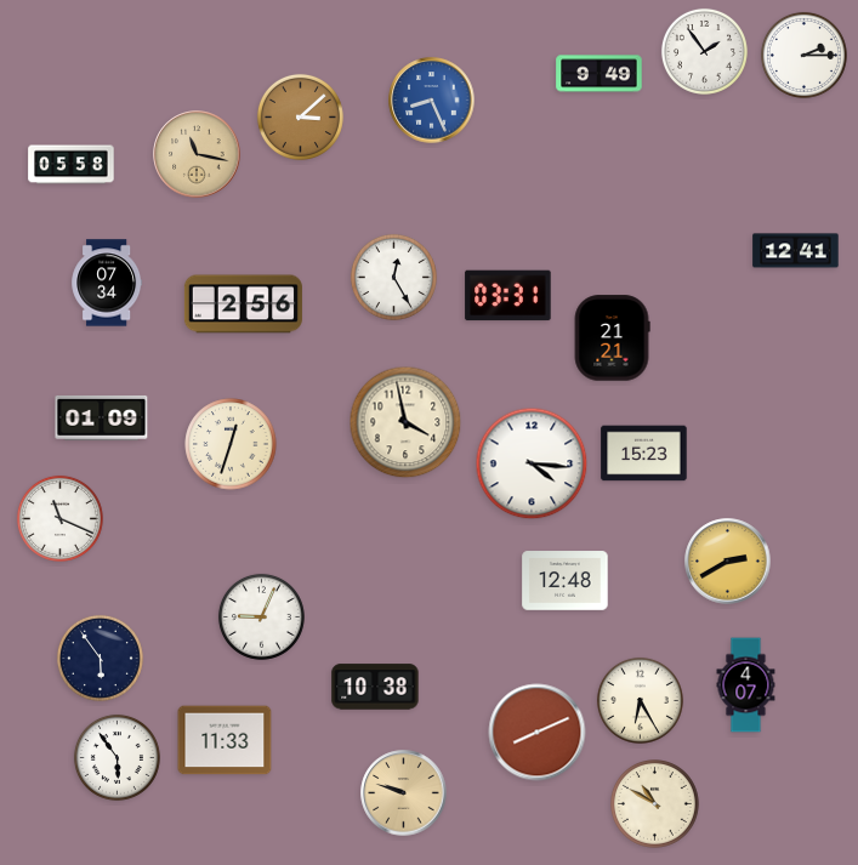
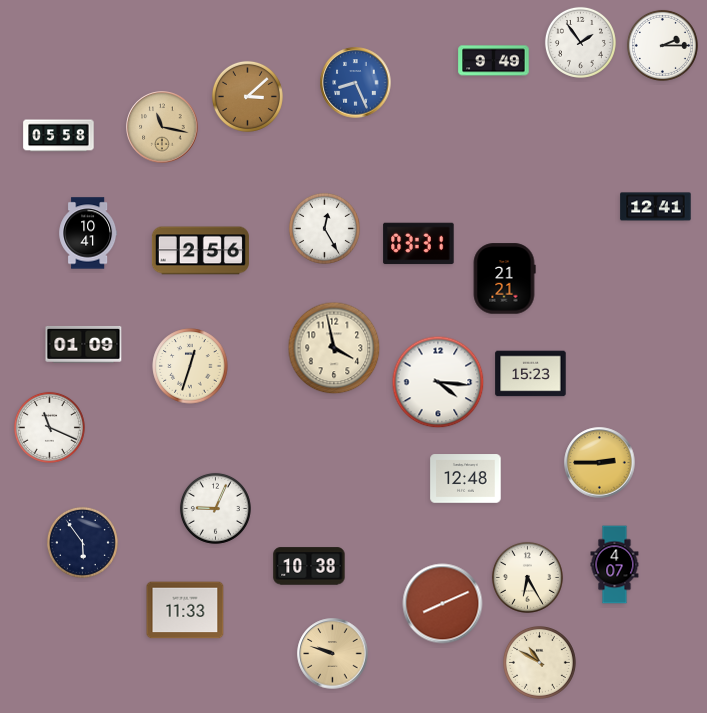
clock at (107, 283): 07:34 -> 10:41
clock at (728, 562): 2:40 -> 2:45
clock at (117, 757): 5:54 -> none
